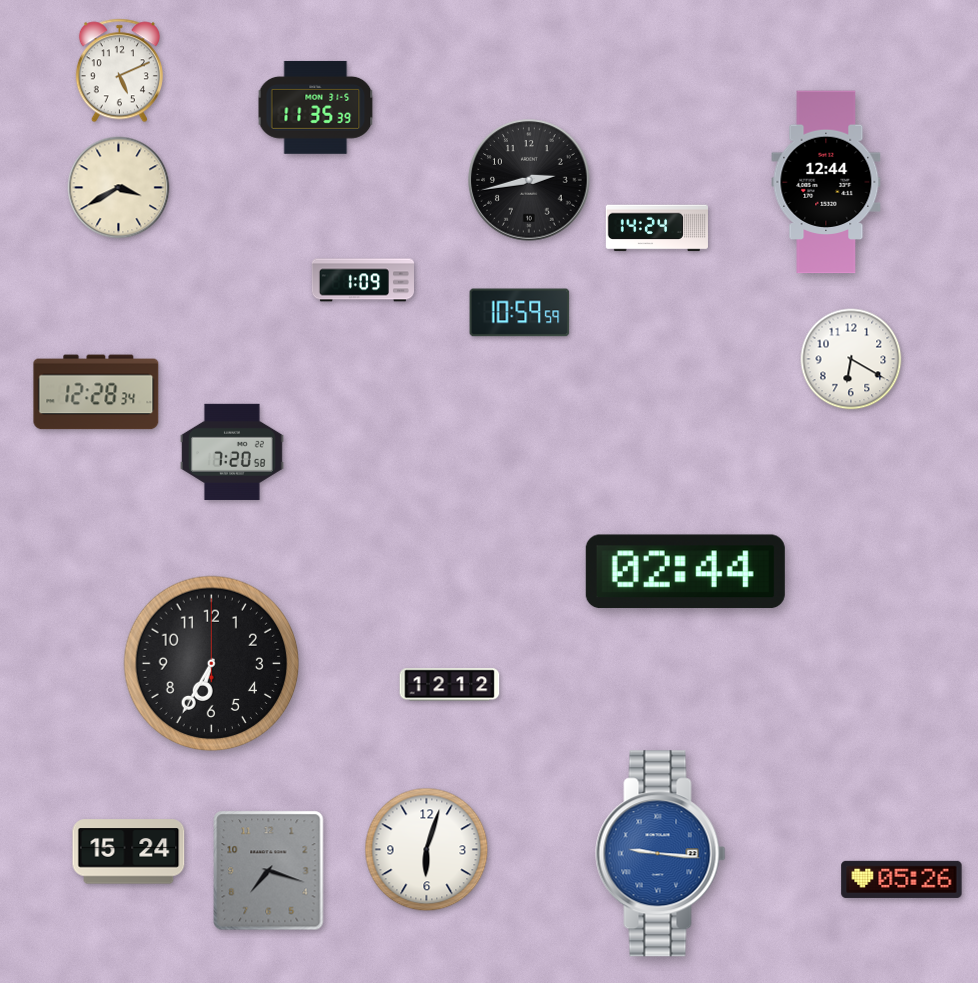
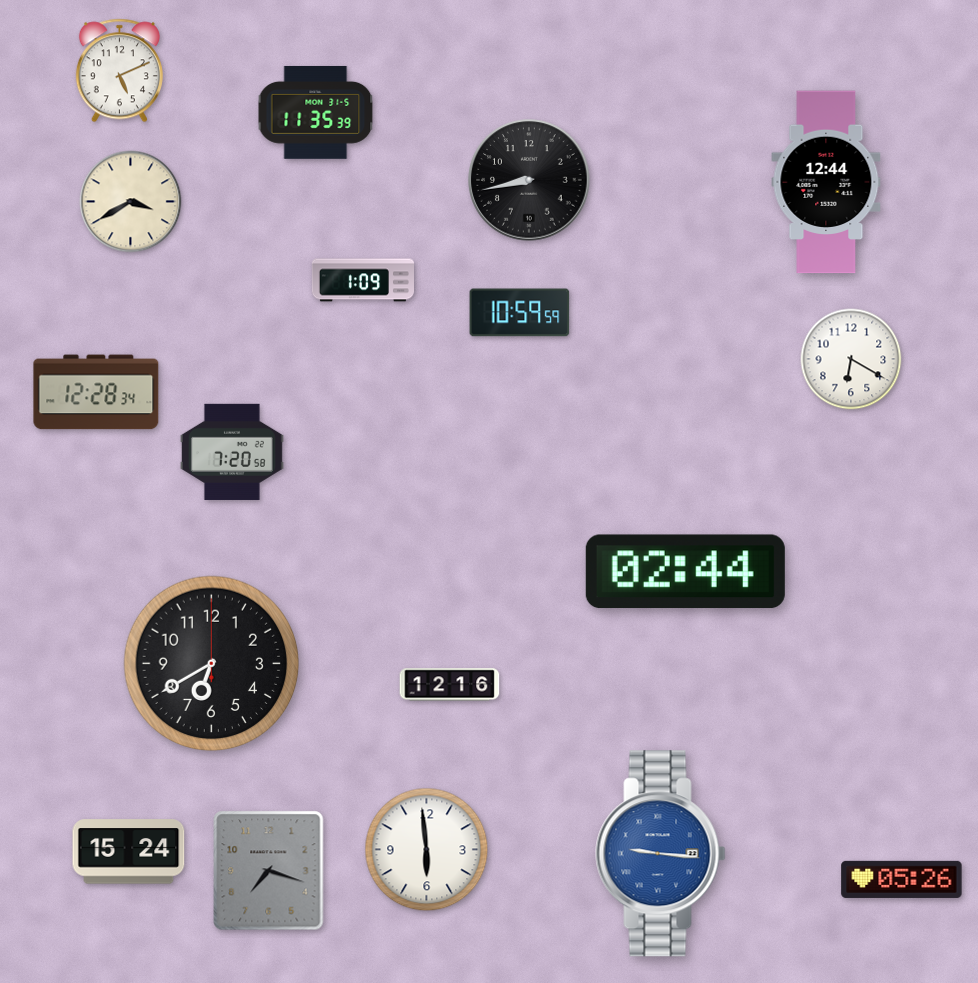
clock at (316, 108) position: (316, 108) -> (316, 113)
clock at (529, 180): 2:43 -> 8:43
clock at (119, 188) position: (119, 188) -> (131, 202)
clock at (657, 228): 14:24 -> none
clock at (212, 664): 6:35 -> 6:40
clock at (450, 685): 12:12 -> 12:16
clock at (427, 850): 6:03 -> 5:59
